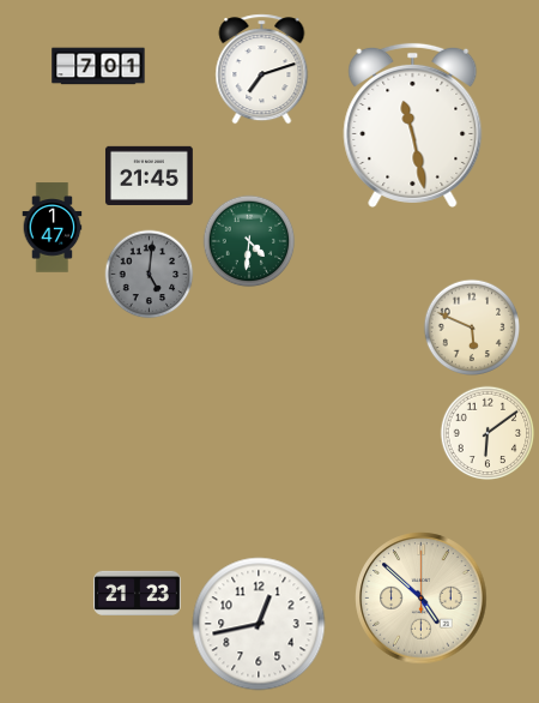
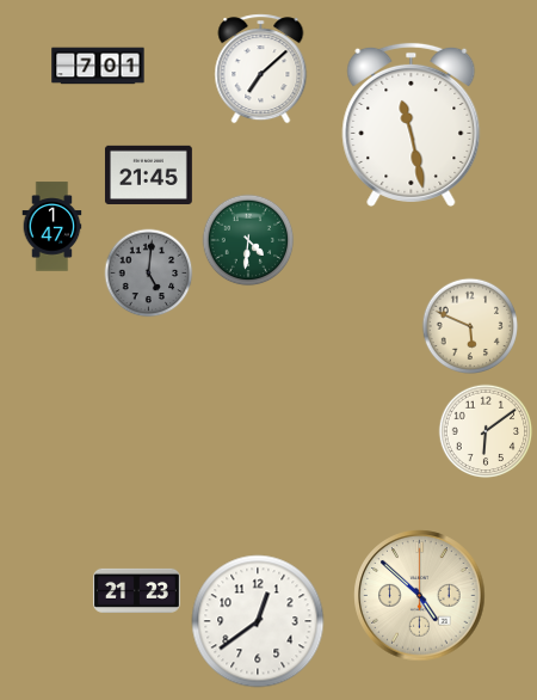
clock at (262, 70): 7:12 -> 7:08
clock at (259, 624): 12:43 -> 12:39
